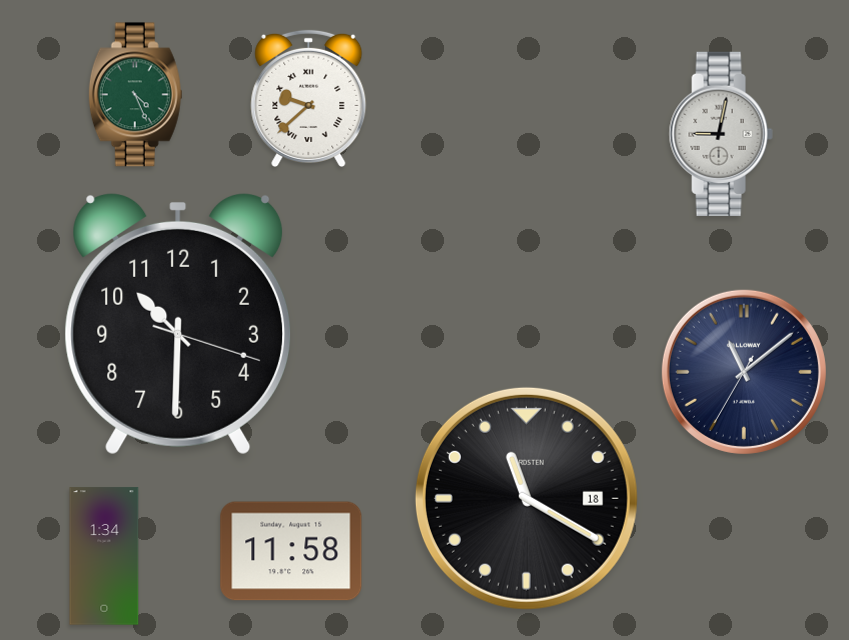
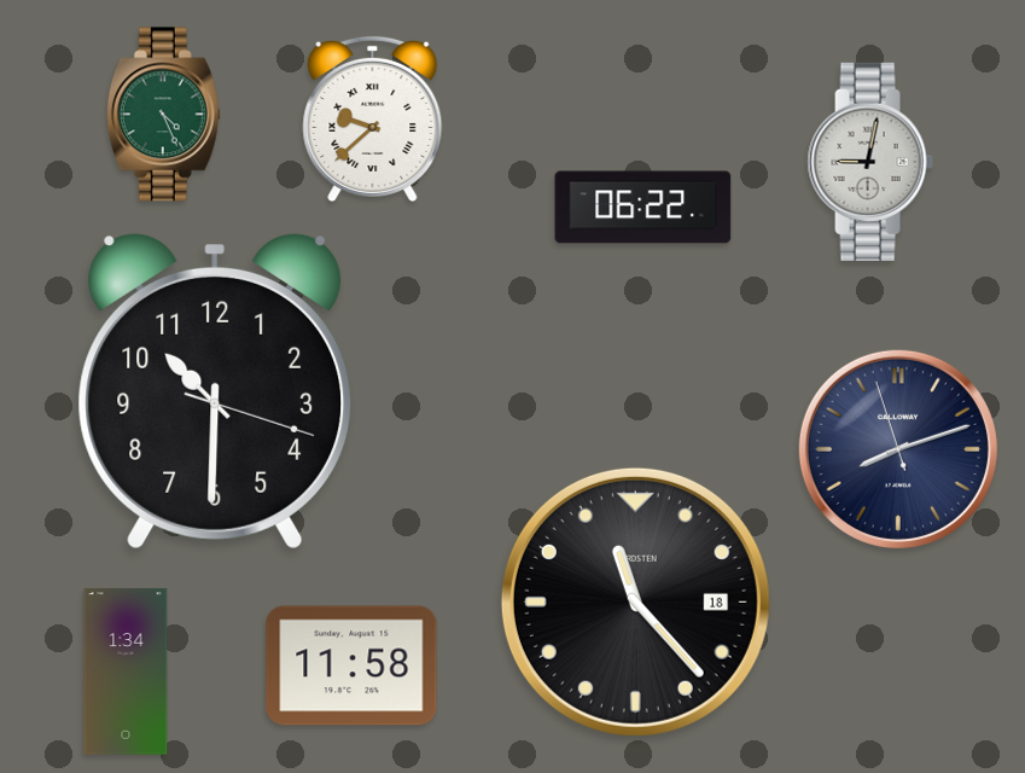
clock at (643, 208): none -> 06:22
clock at (744, 372): 11:08 -> 8:11
clock at (526, 498): 11:20 -> 11:23
